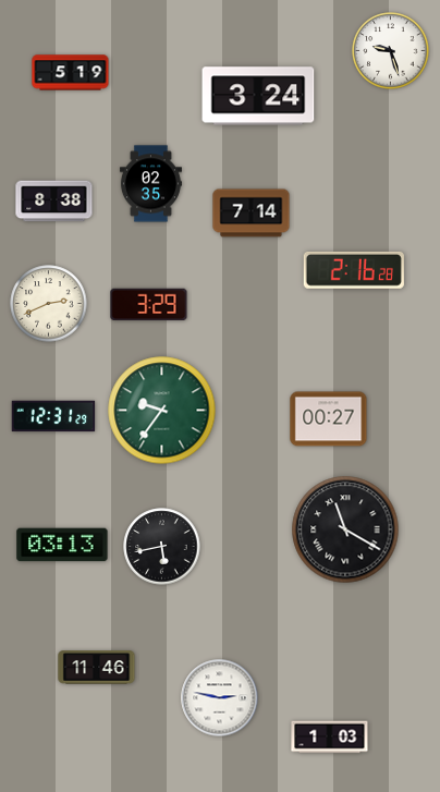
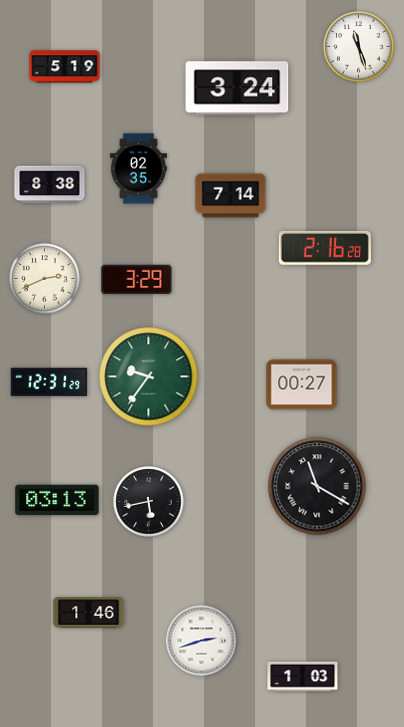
clock at (391, 51): 9:27 -> 11:27
clock at (97, 668): 11:46 -> 1:46
clock at (220, 698): 2:47 -> 2:42
